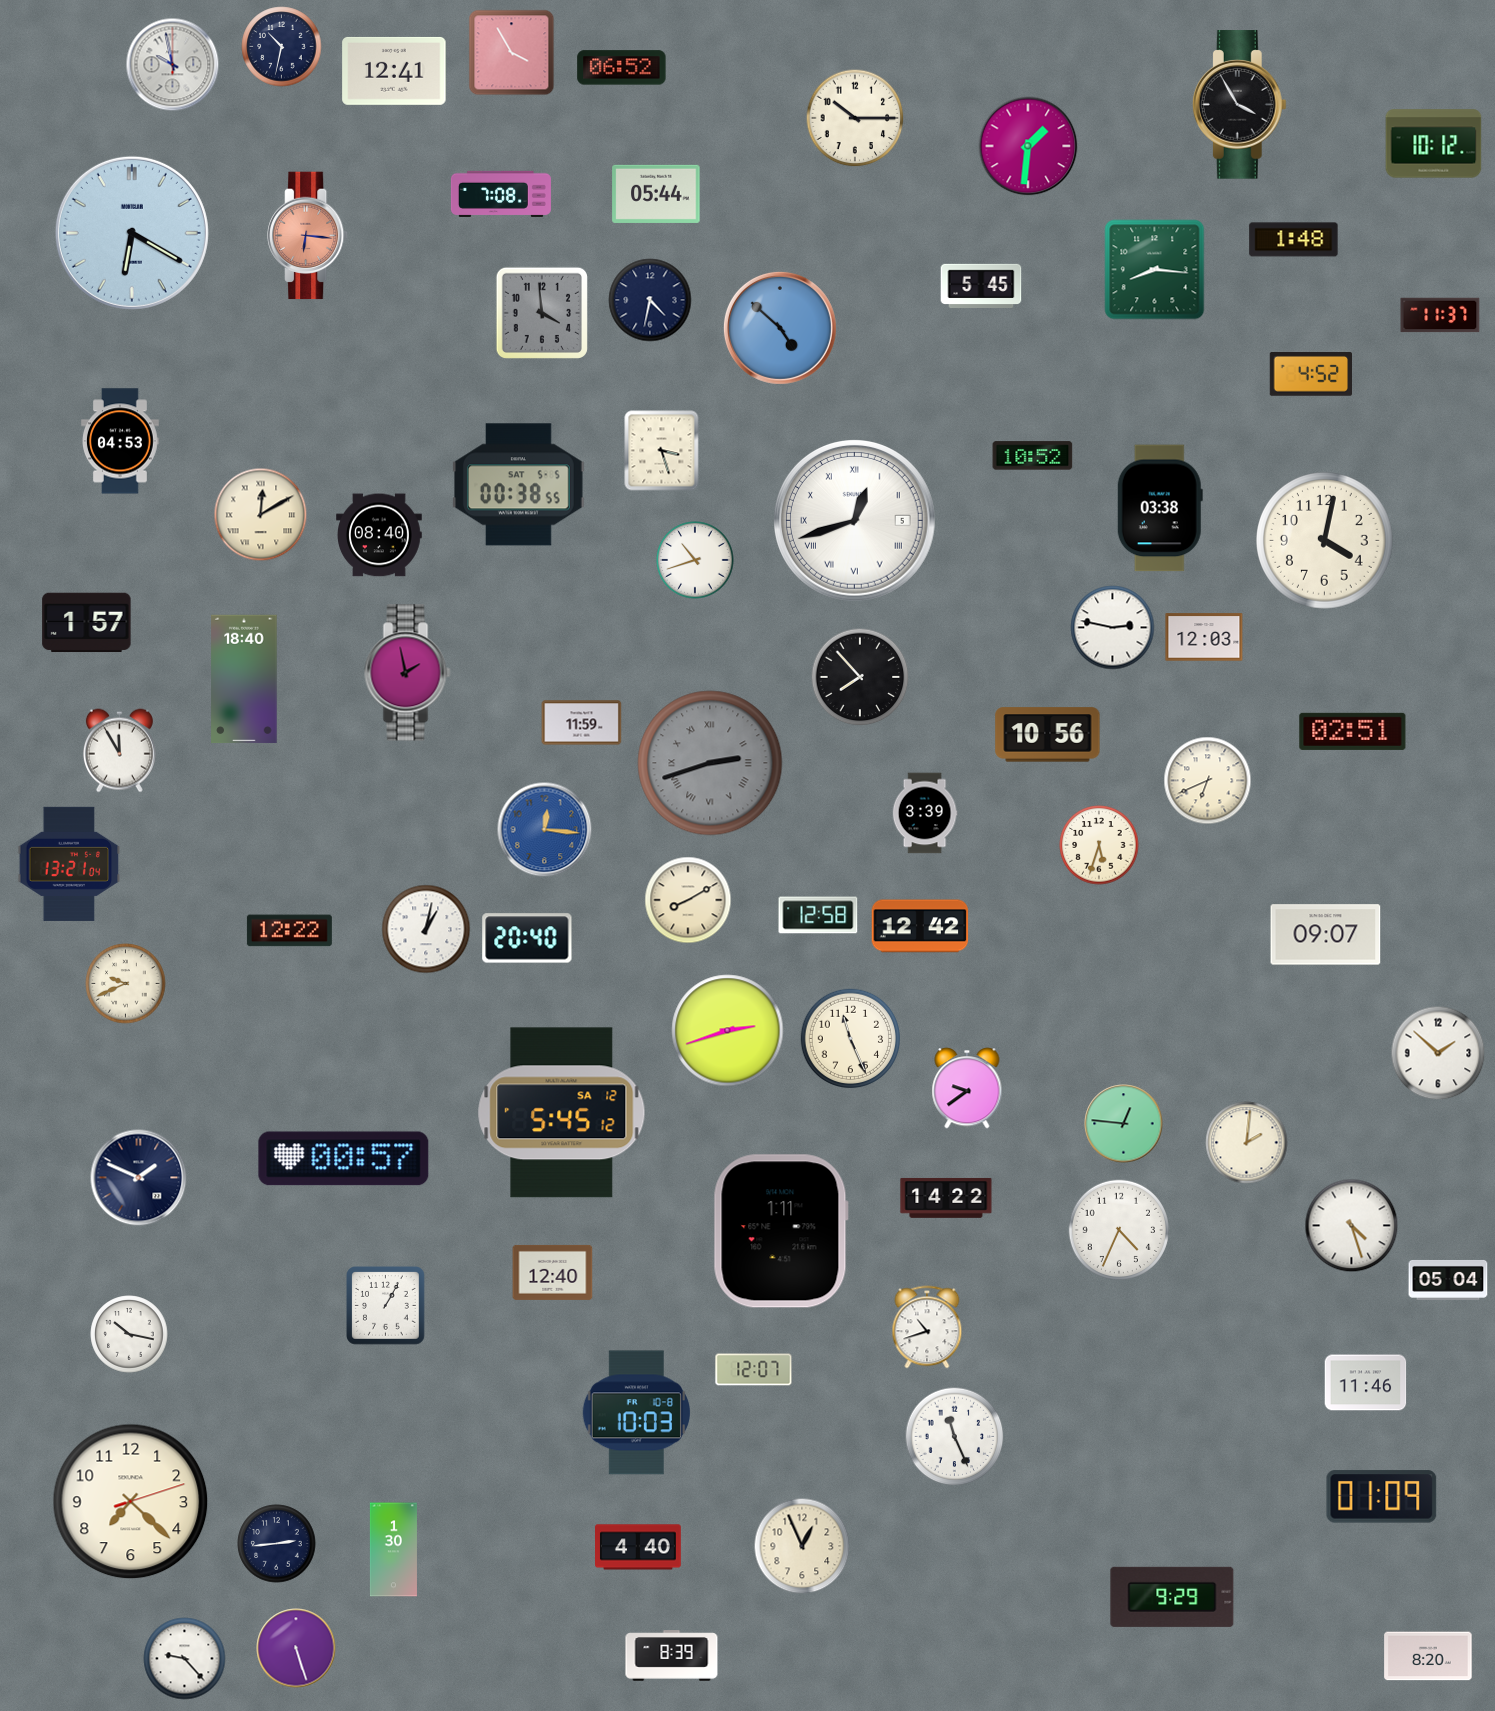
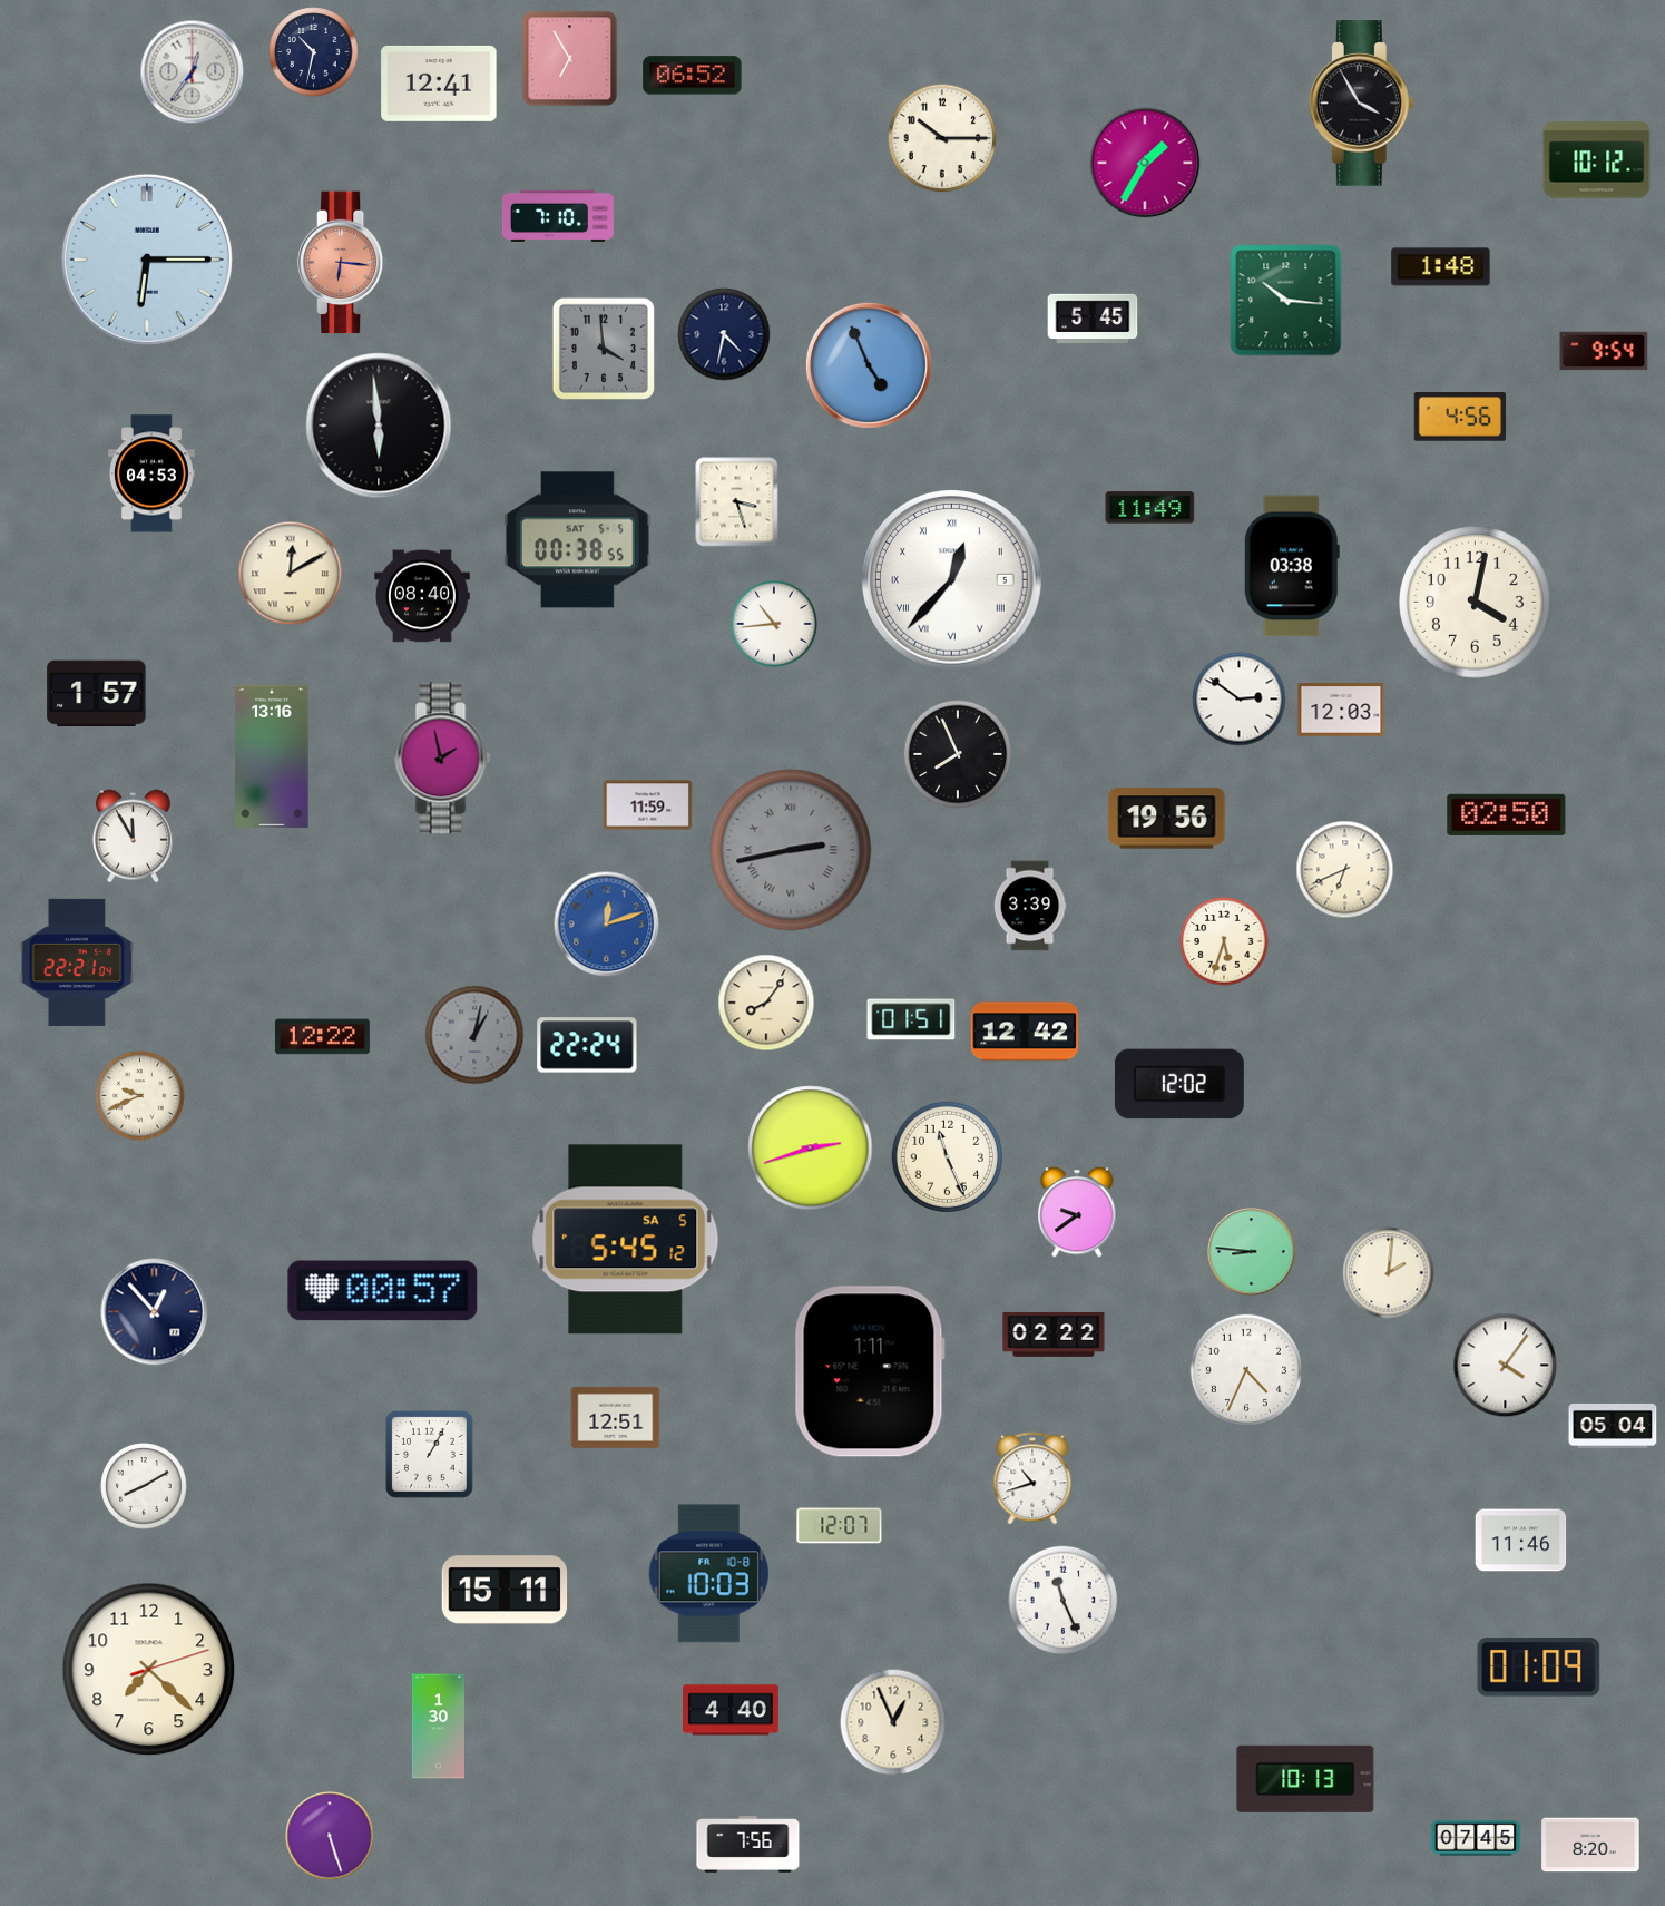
clock at (512, 53): 3:55 -> 6:55
clock at (173, 65): 9:58 -> 12:36
clock at (394, 71) position: (394, 71) -> (439, 84)
clock at (1239, 105) position: (1239, 105) -> (1361, 104)
clock at (855, 118) position: (855, 118) -> (942, 138)
clock at (1028, 146): 1:31 -> 1:35
clock at (501, 194): 7:08 -> 7:10
clock at (656, 194): 05:44 -> none
clock at (132, 233): 6:20 -> 6:15
clock at (1155, 270): 8:16 -> 10:16
clock at (1440, 315): 11:37 -> 9:54
clock at (780, 328): 4:52 -> 4:56
clock at (1311, 375): 4:52 -> 4:56
clock at (379, 426): none -> 5:59
clock at (121, 441) position: (121, 441) -> (153, 473)
clock at (1033, 456): 10:52 -> 11:49
clock at (855, 521): 12:42 -> 12:37
clock at (695, 560): 10:42 -> 10:44
clock at (1113, 628): 2:47 -> 2:51
clock at (408, 673) position: (408, 673) -> (443, 759)
clock at (860, 677): 7:53 -> 7:56
clock at (244, 679): 18:40 -> 13:16
clock at (1353, 731): 02:51 -> 02:50
clock at (1048, 735): 10:56 -> 19:56
clock at (710, 763): 2:42 -> 2:43
clock at (545, 830): 12:16 -> 12:12
clock at (69, 864): 13:21 -> 22:21
clock at (688, 900): 8:10 -> 8:06
clock at (818, 915): 12:58 -> 01:51
clock at (426, 929) dial: white -> grey
clock at (1326, 935): 09:07 -> none
clock at (527, 938): 20:40 -> 22:24
clock at (1179, 1084): none -> 12:02
clock at (1438, 1053): 1:52 -> none
clock at (562, 1113) date: SA 12 -> SA 5
clock at (1124, 1124): 12:46 -> 8:46
clock at (139, 1178): 1:49 -> 12:53
clock at (946, 1198): 14:22 -> 02:22
clock at (1352, 1226): 4:27 -> 4:06
clock at (553, 1272): 12:40 -> 12:51
clock at (129, 1334): 10:17 -> 8:10
clock at (505, 1590): none -> 15:11
clock at (131, 1502) position: (131, 1502) -> (149, 1670)
clock at (277, 1544): 2:44 -> none
clock at (639, 1547) position: (639, 1547) -> (732, 1710)
clock at (1172, 1597): 9:29 -> 10:13
clock at (1476, 1838): none -> 07:45
clock at (672, 1656): 8:39 -> 7:56
clock at (185, 1659): 9:23 -> none
